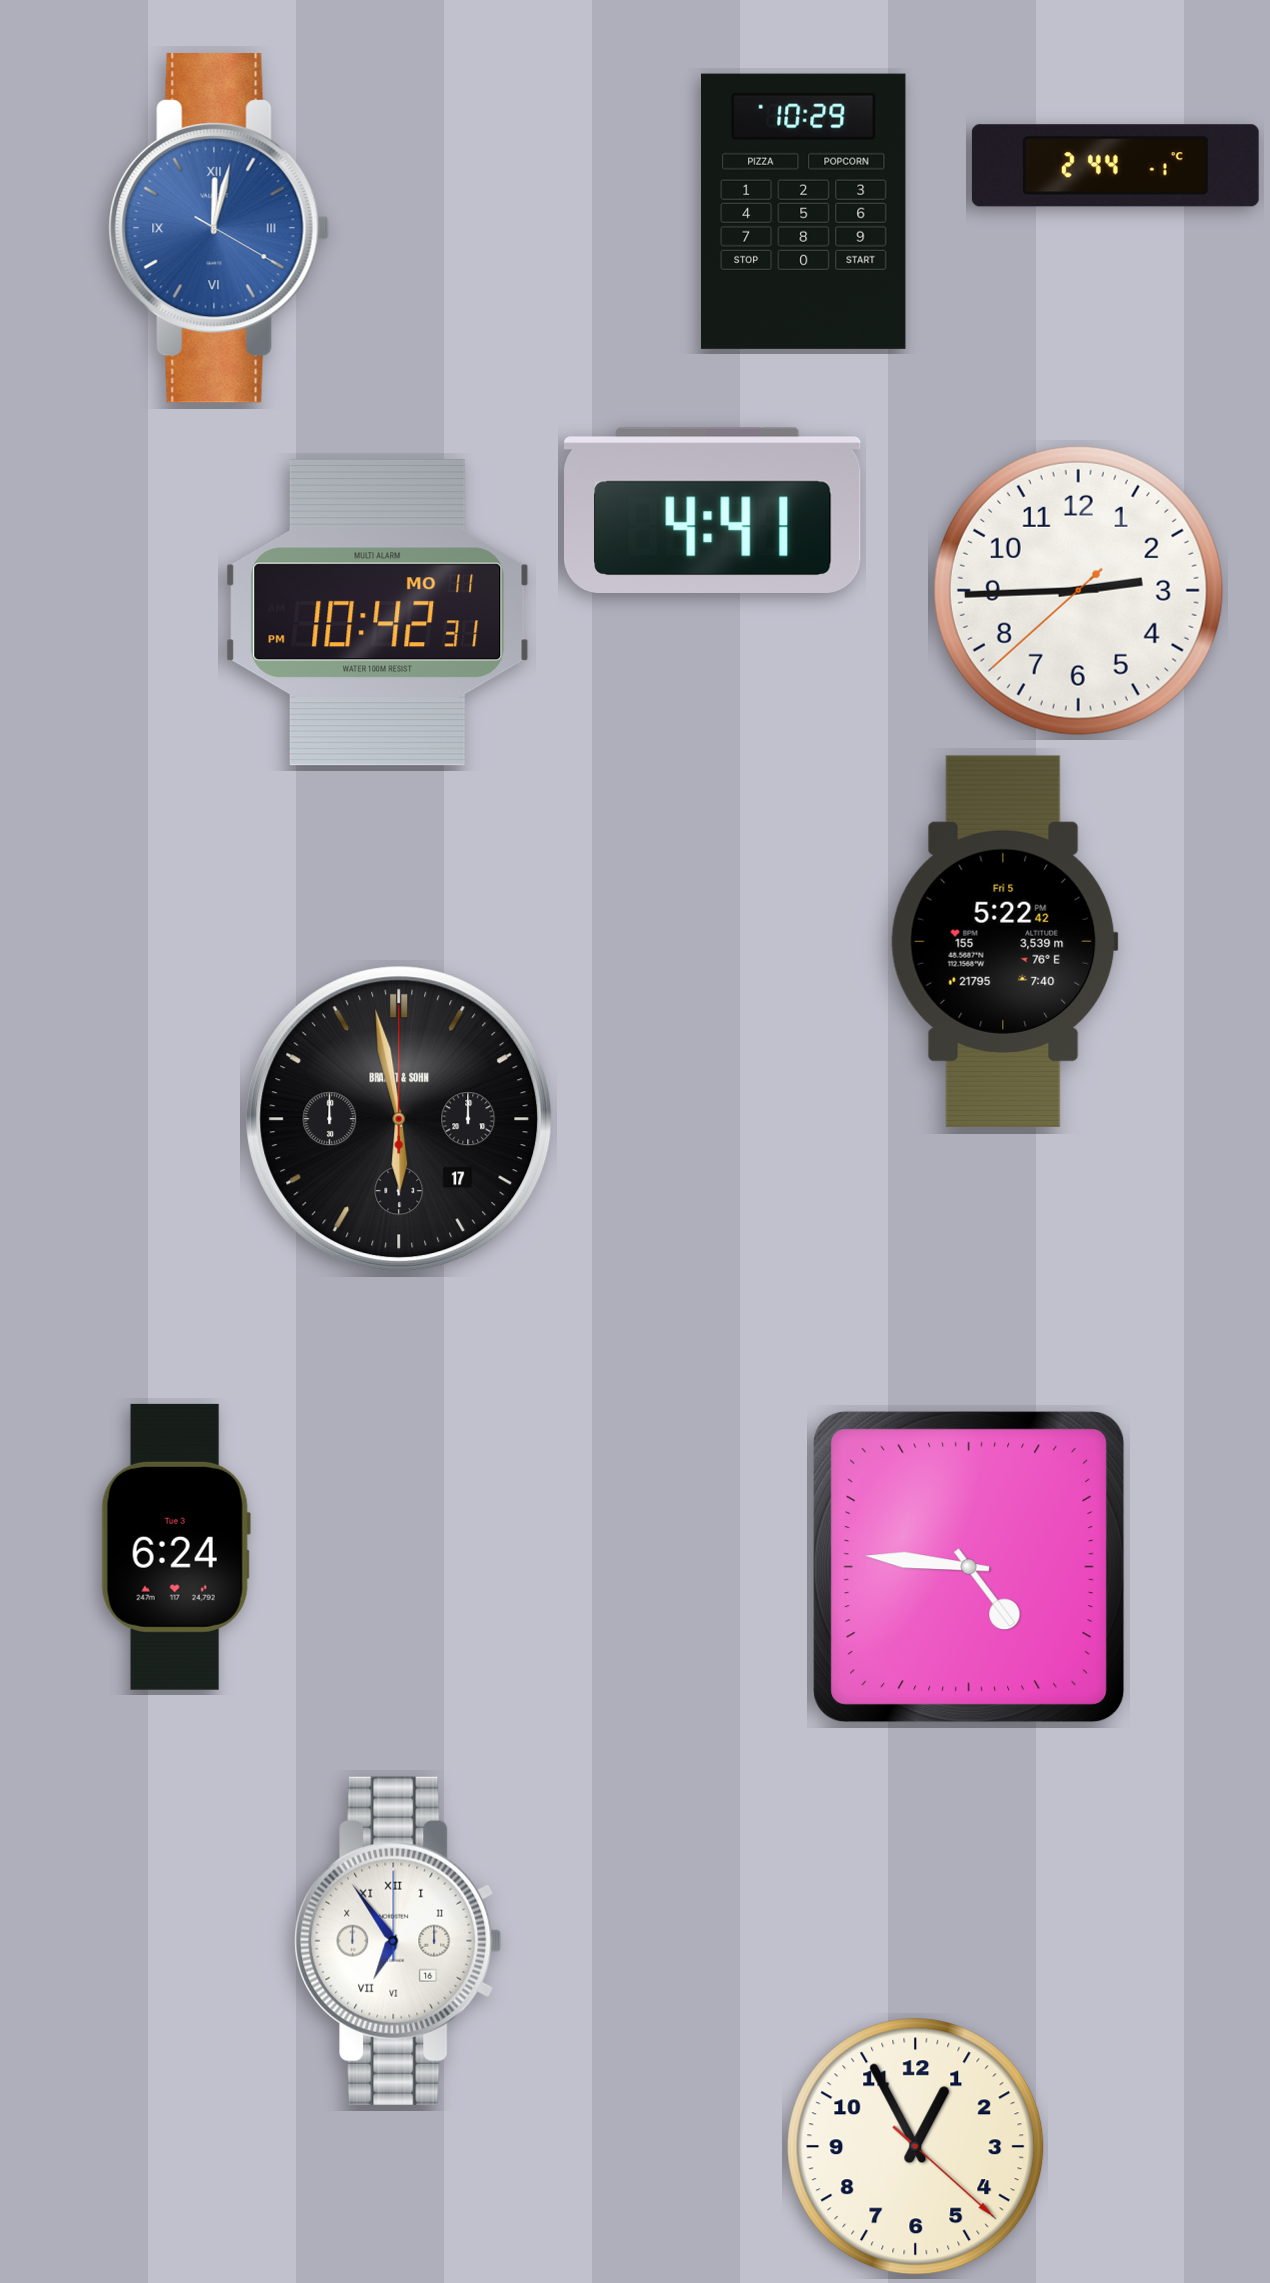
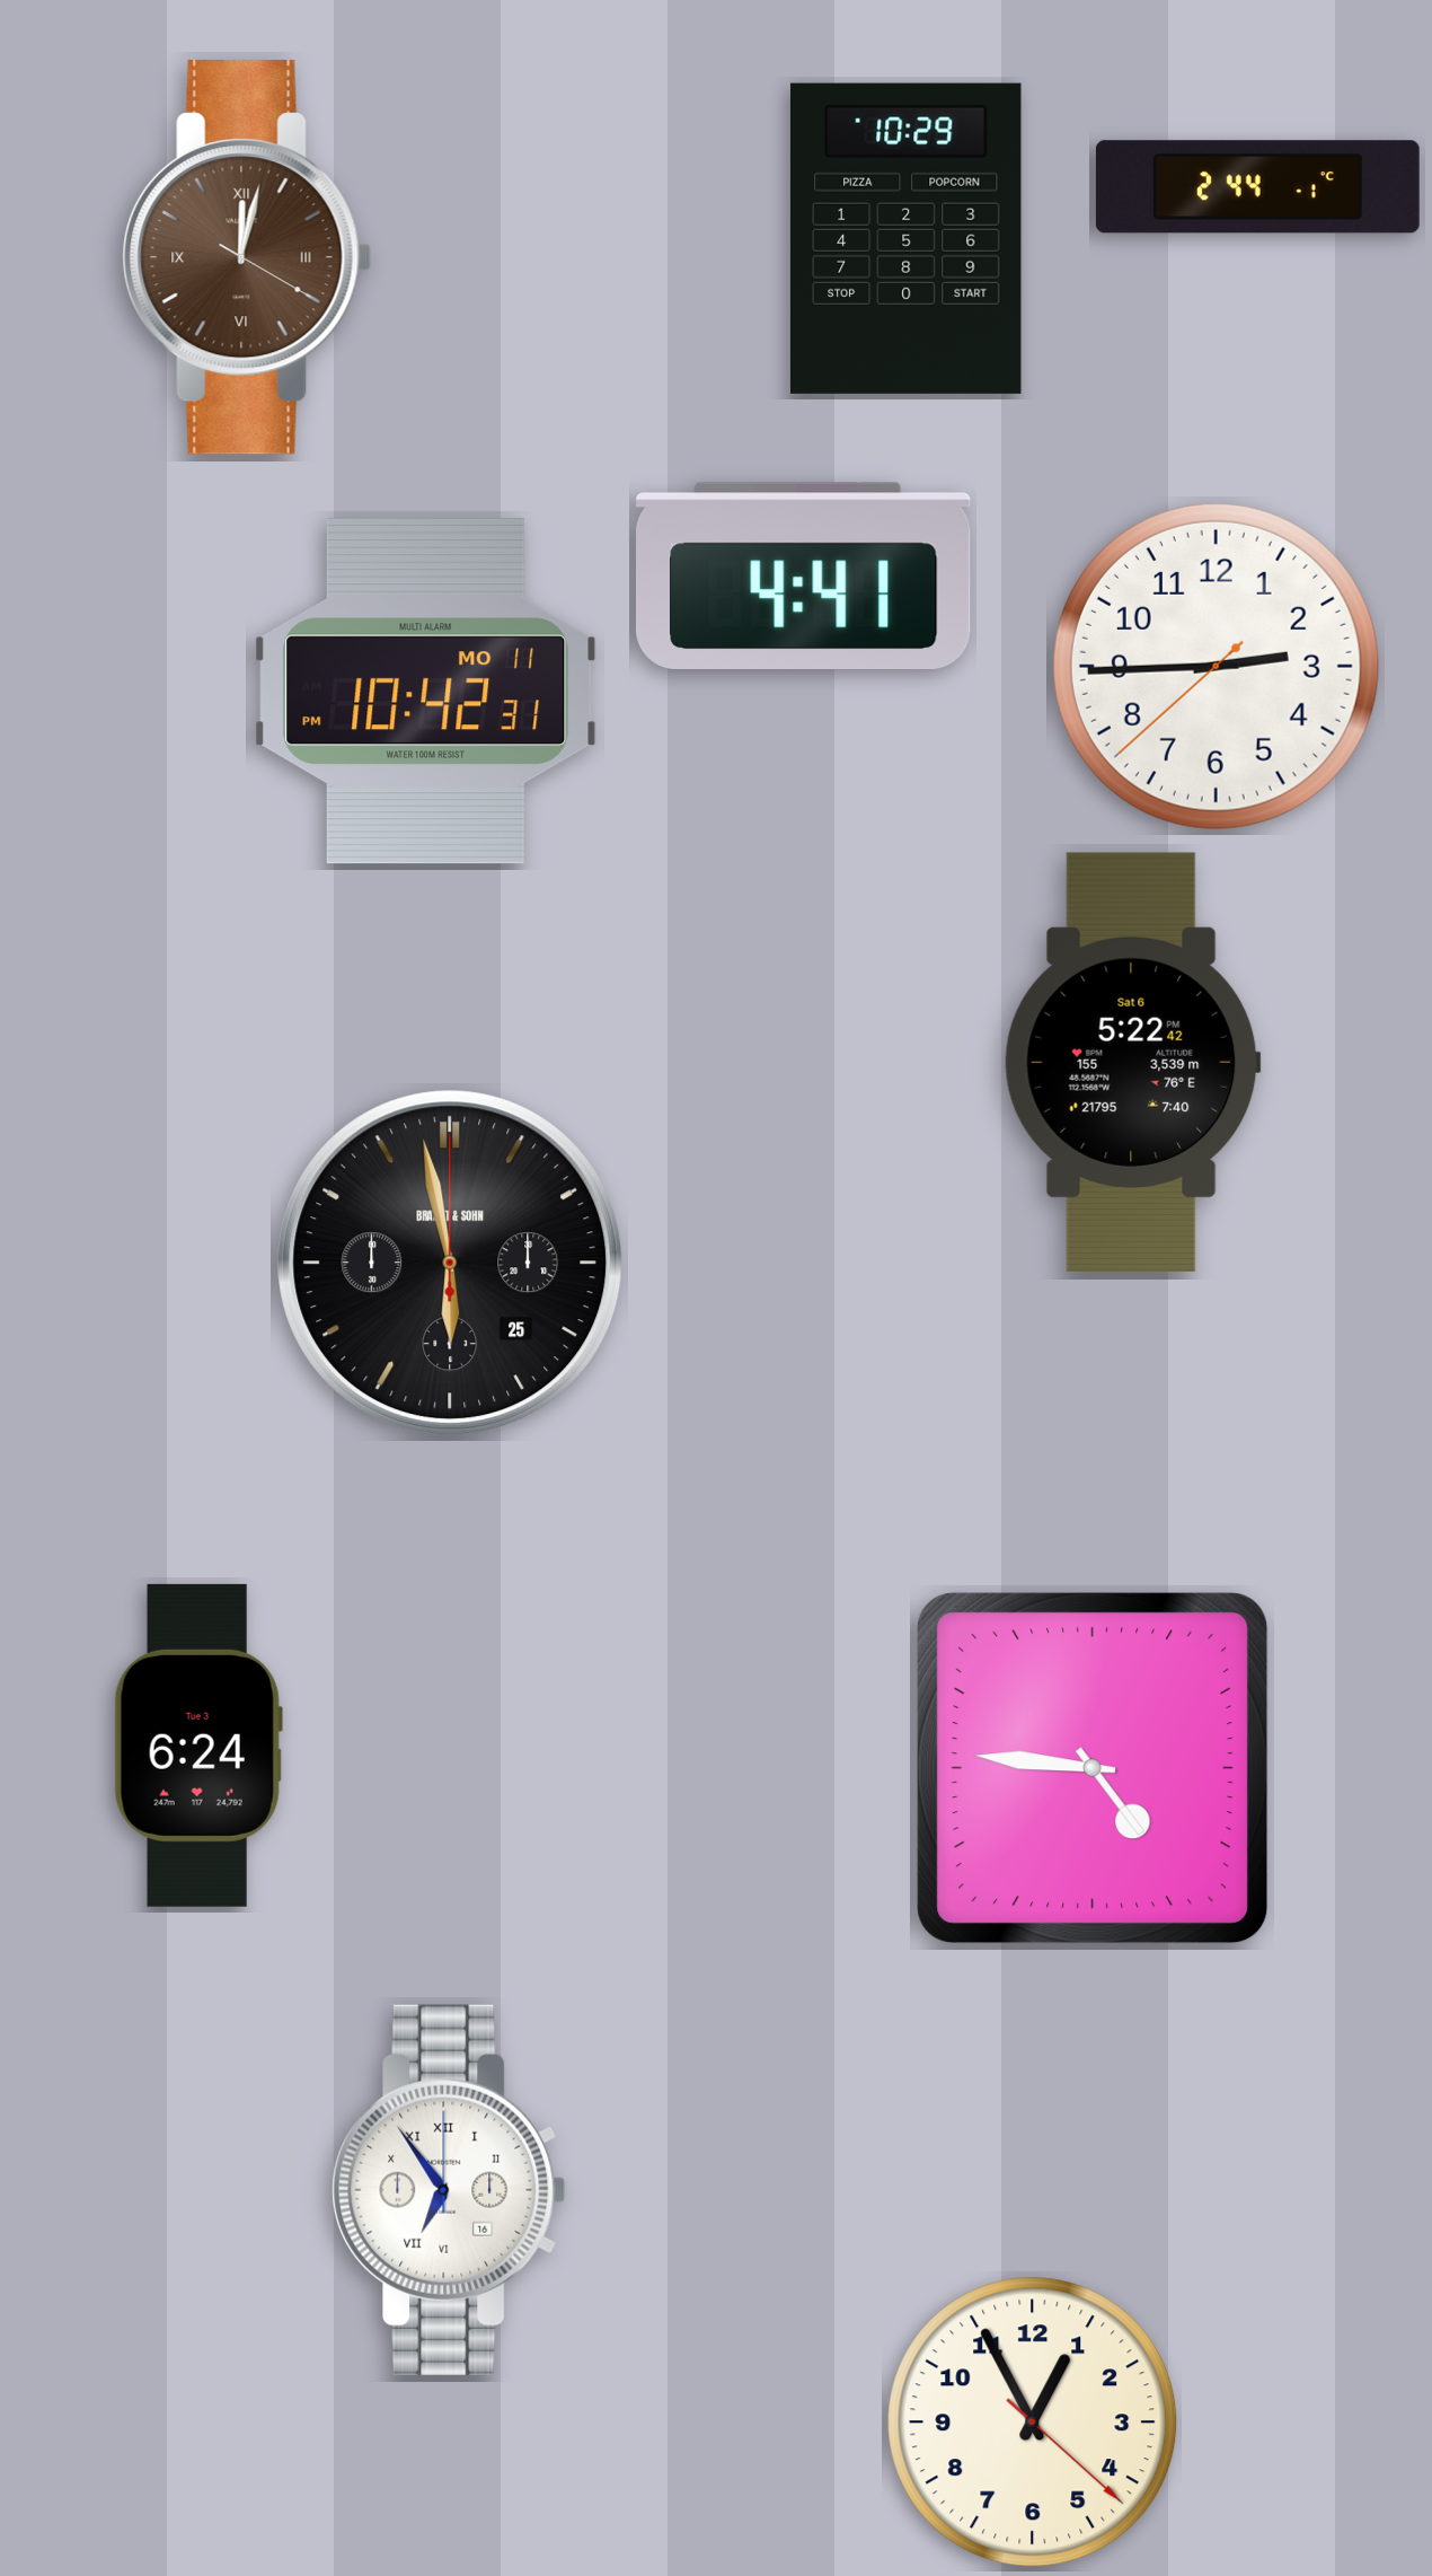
clock at (219, 229) dial: blue -> brown
clock at (1004, 941) date: Fri 5 -> Sat 6
clock at (399, 1119) date: 17 -> 25
